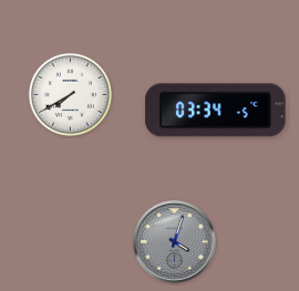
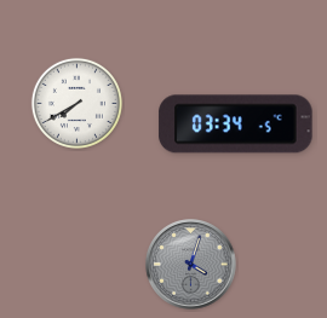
clock at (216, 111) position: (216, 111) -> (236, 125)
